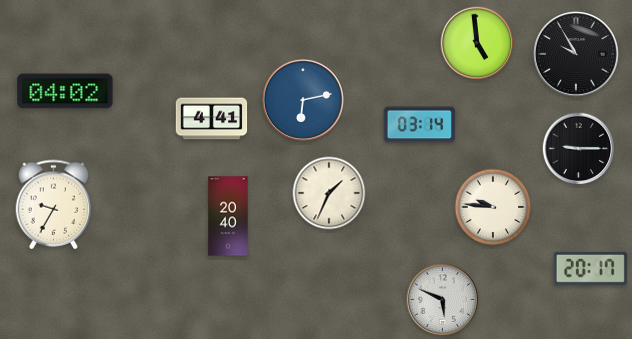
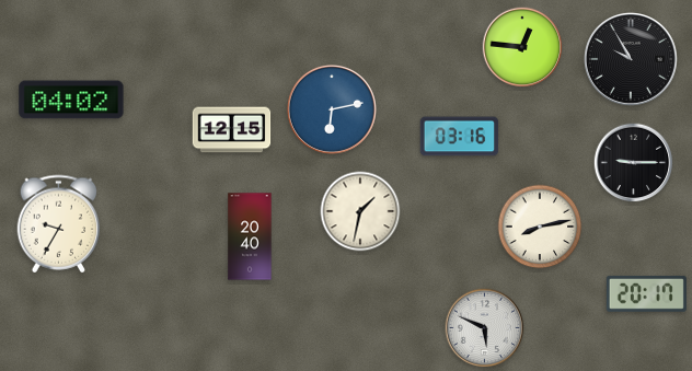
clock at (477, 43): 4:59 -> 12:46
clock at (212, 119): 4:41 -> 12:15
clock at (420, 125): 03:14 -> 03:16
clock at (329, 193): 1:34 -> 1:32
clock at (493, 207): 9:46 -> 8:13
